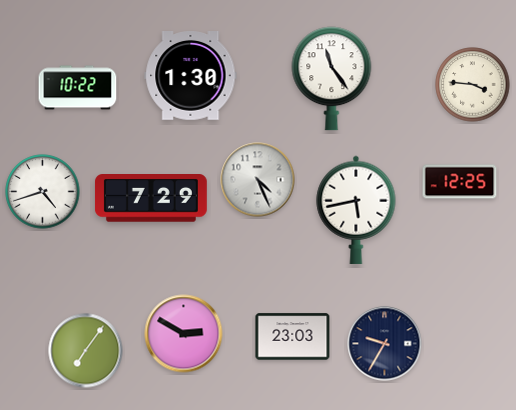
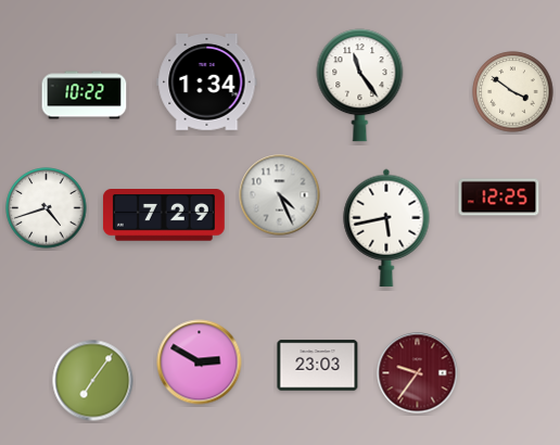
clock at (191, 76): 1:30 -> 1:34
clock at (473, 85): 3:46 -> 3:51
clock at (385, 344): 9:35 -> 9:36
clock at (385, 344) dial: navy -> burgundy
